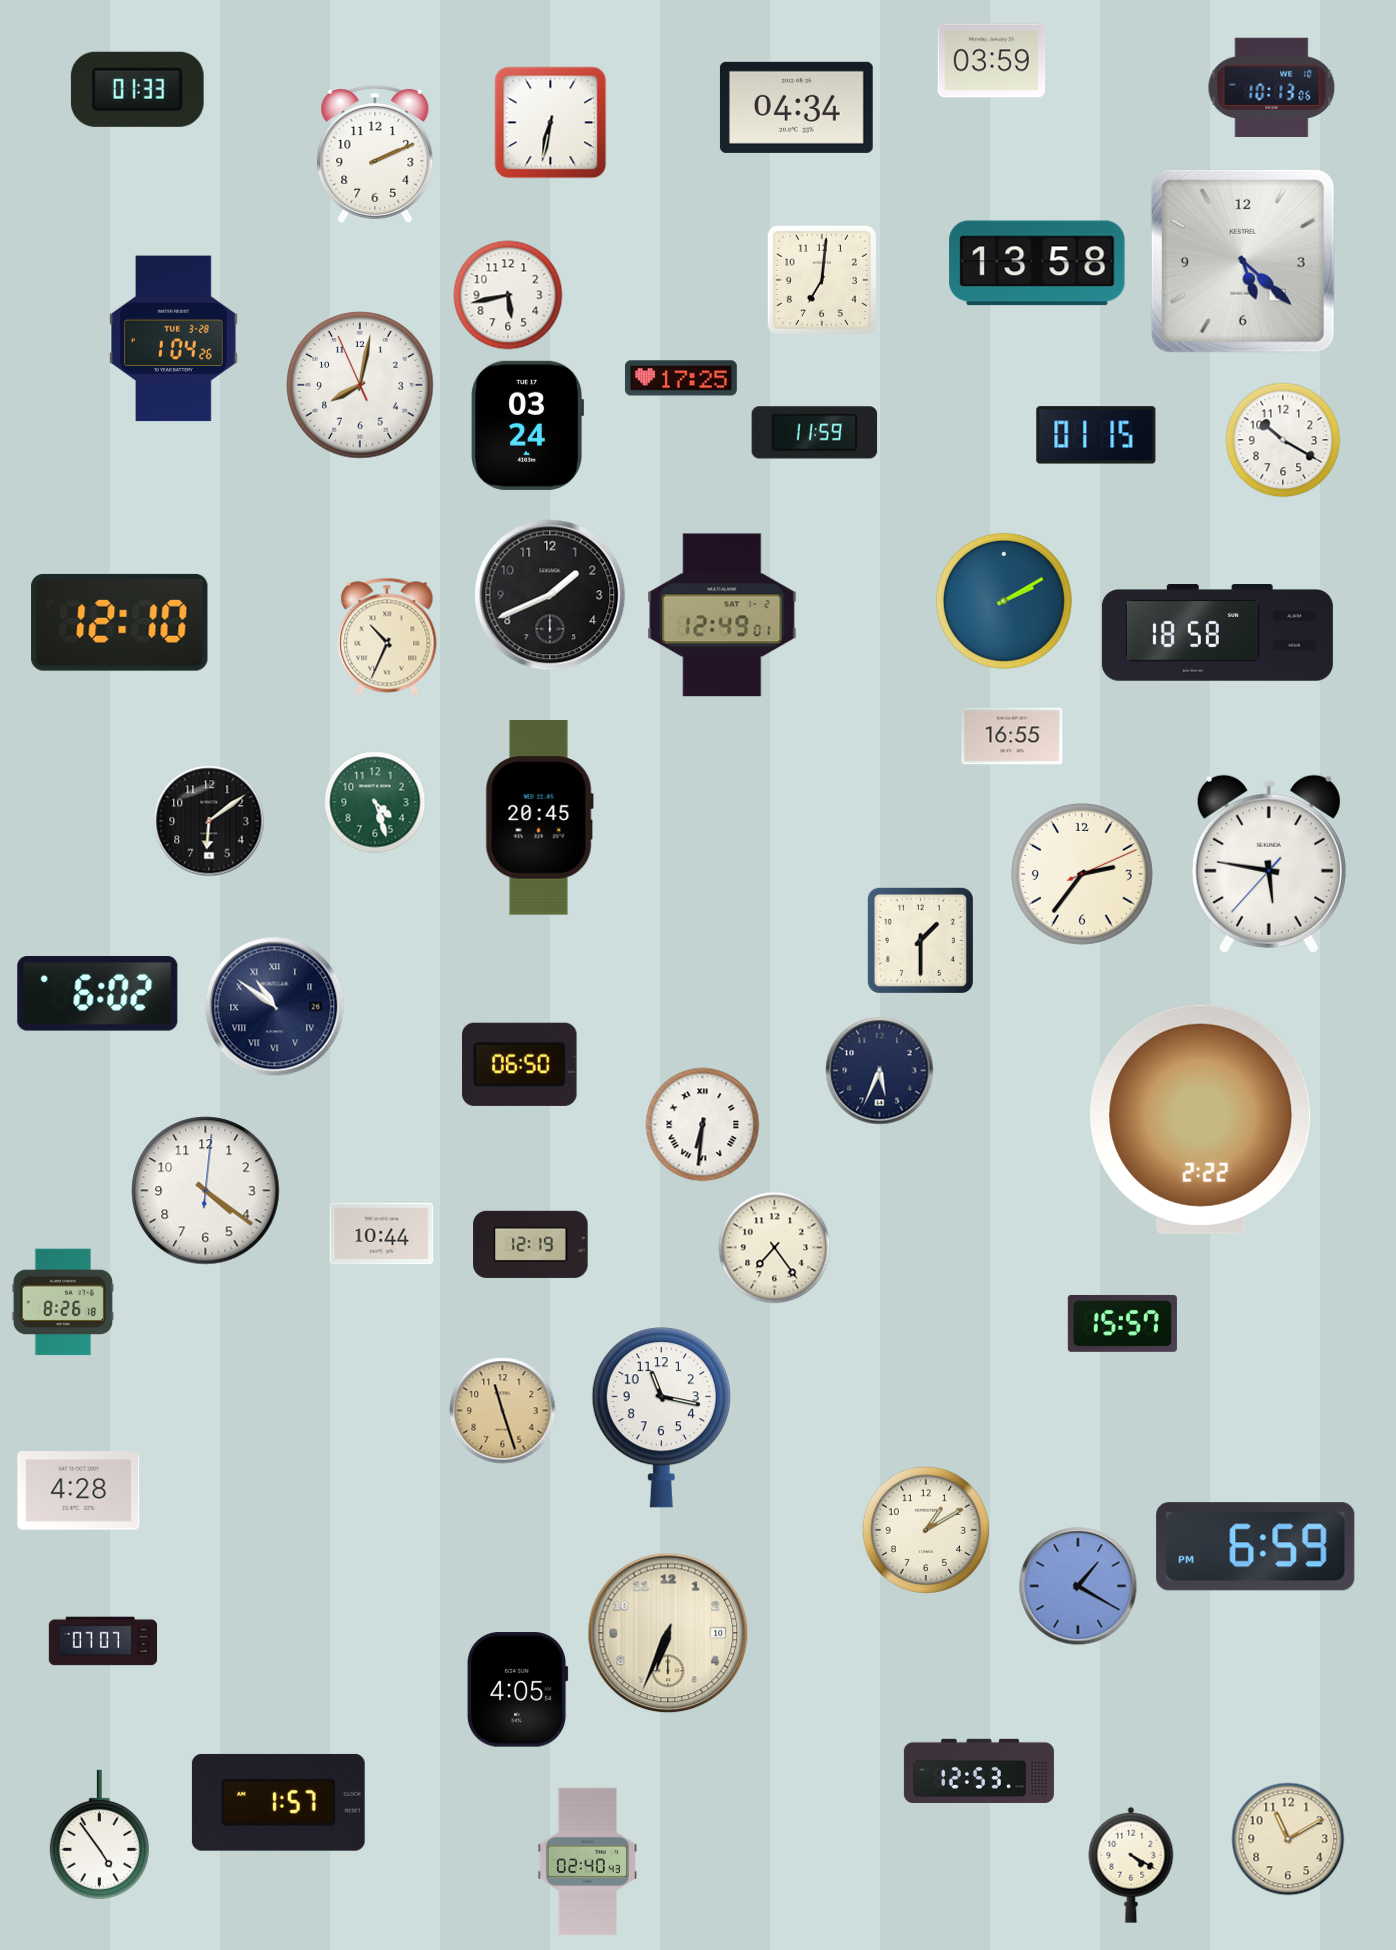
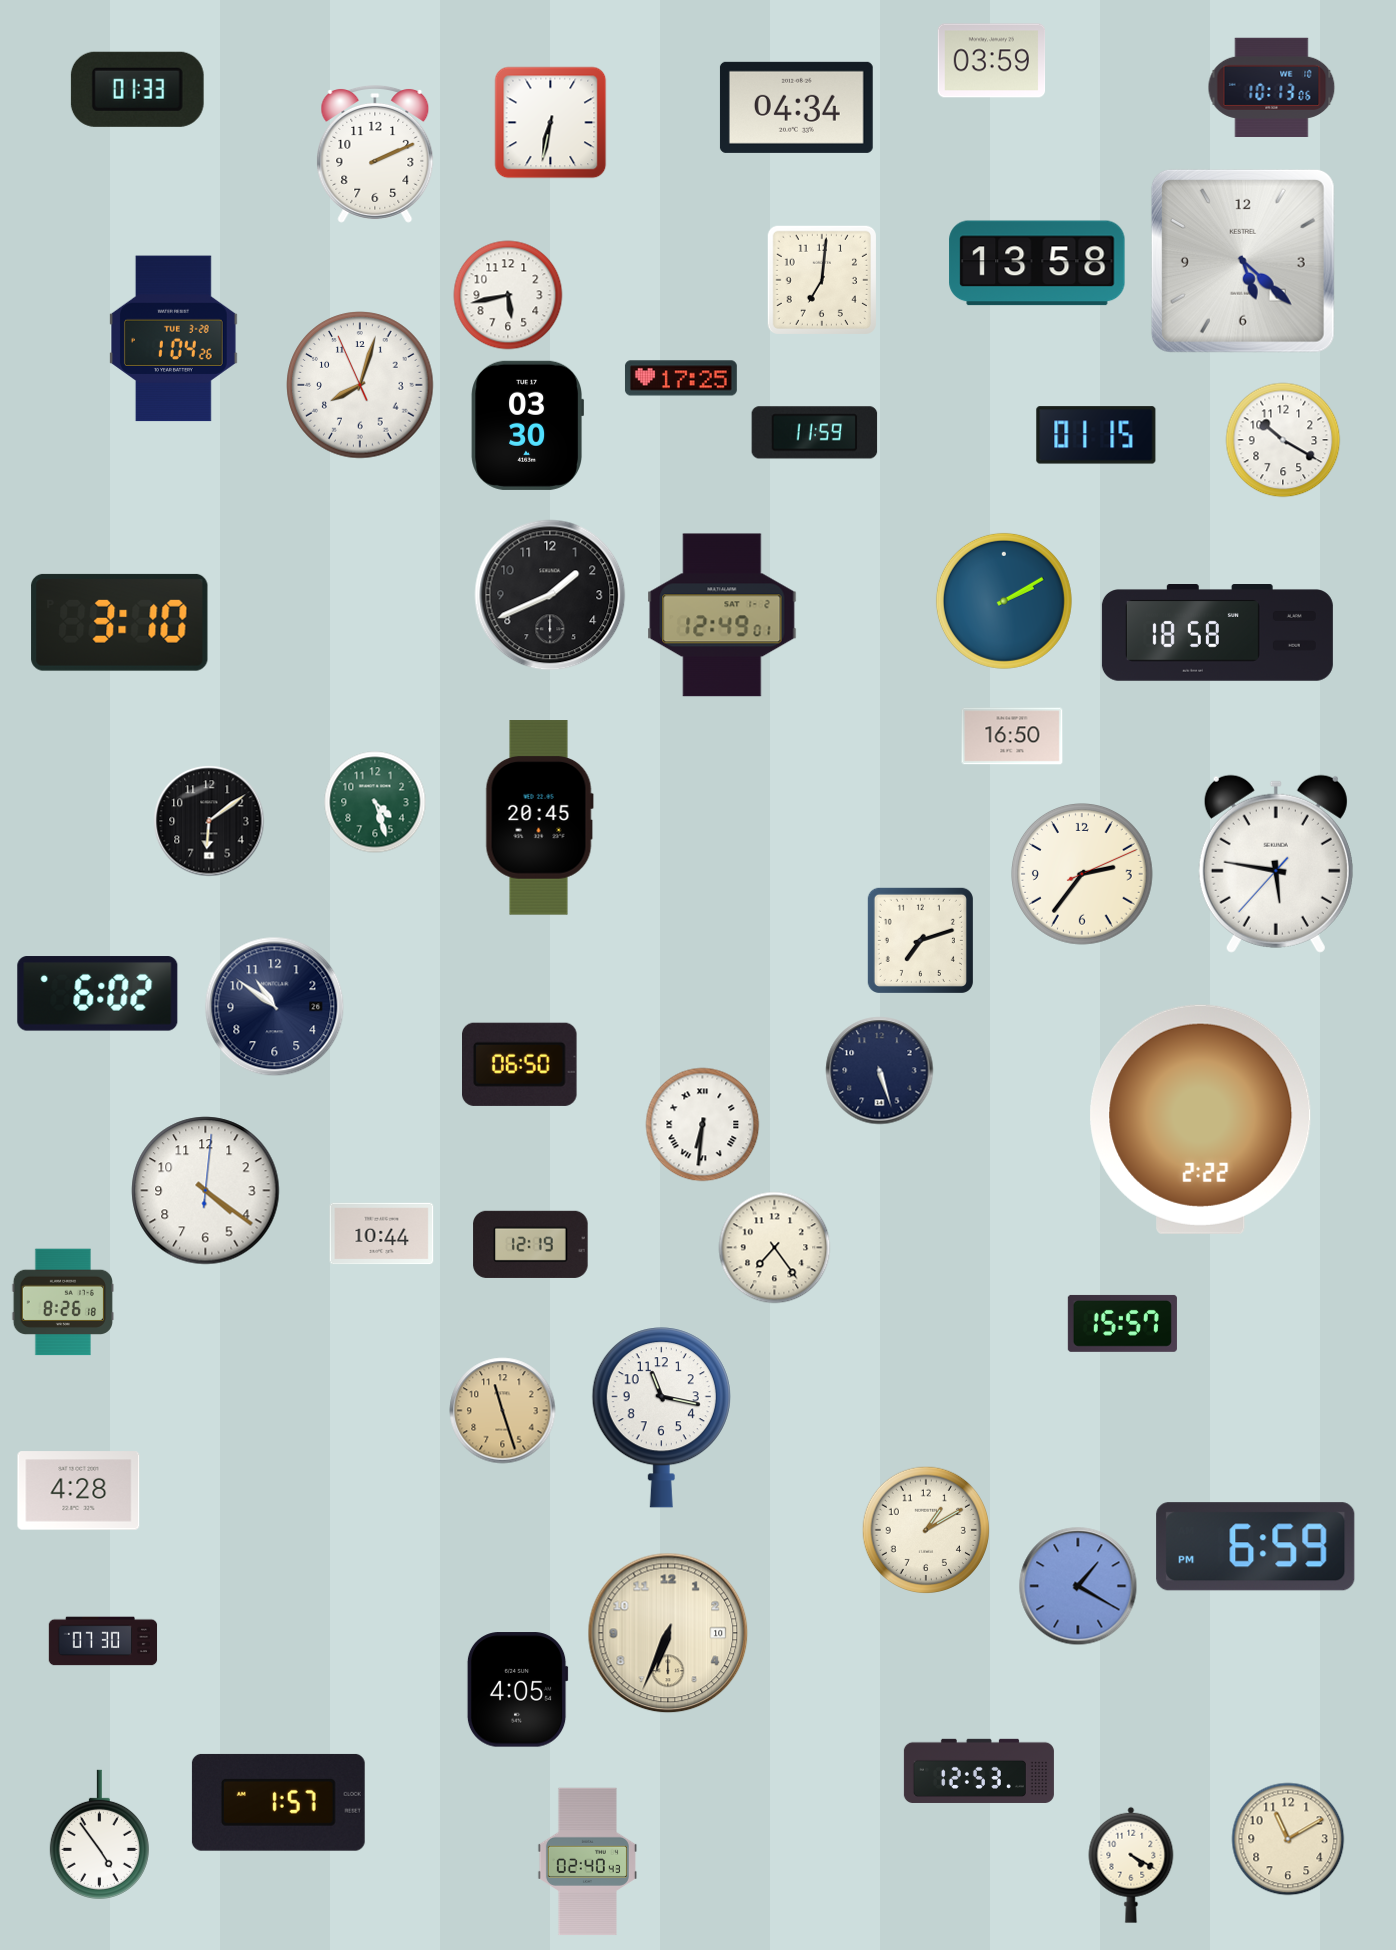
clock at (360, 385): 8:01 -> 8:02
clock at (527, 425): 03:24 -> 03:30
clock at (120, 622): 12:10 -> 3:10
clock at (387, 637): 10:34 -> none
clock at (1012, 736): 16:55 -> 16:50
clock at (1269, 864) position: (1269, 864) -> (1276, 864)
clock at (920, 940): 1:30 -> 7:12
clock at (275, 1007) numerals: Roman -> Arabic
clock at (880, 1071): 5:34 -> 5:27
clock at (103, 1641): 07:07 -> 07:30
